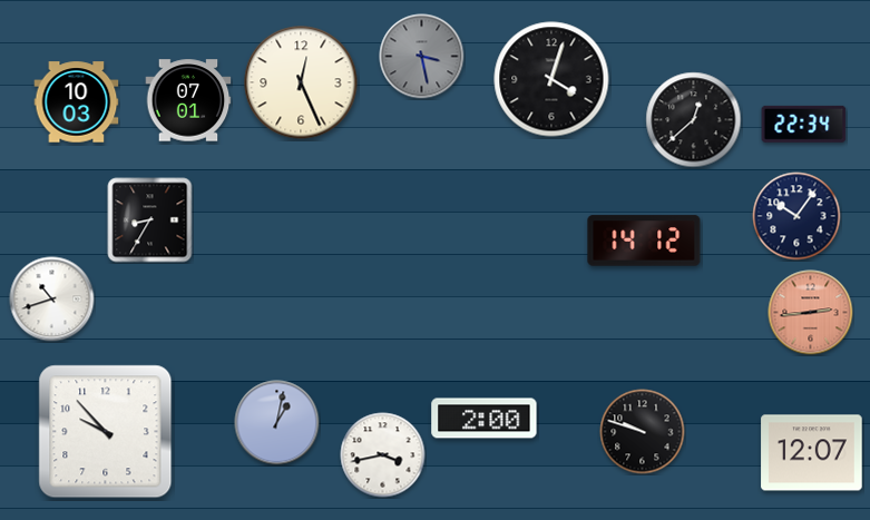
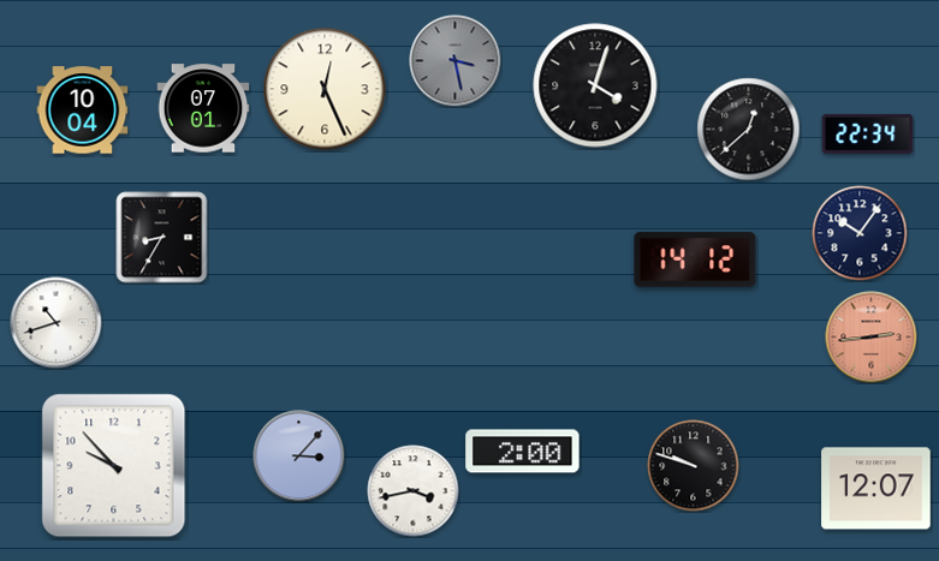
clock at (77, 102): 10:03 -> 10:04
clock at (811, 313) position: (811, 313) -> (872, 338)
clock at (277, 423): 1:02 -> 3:07
